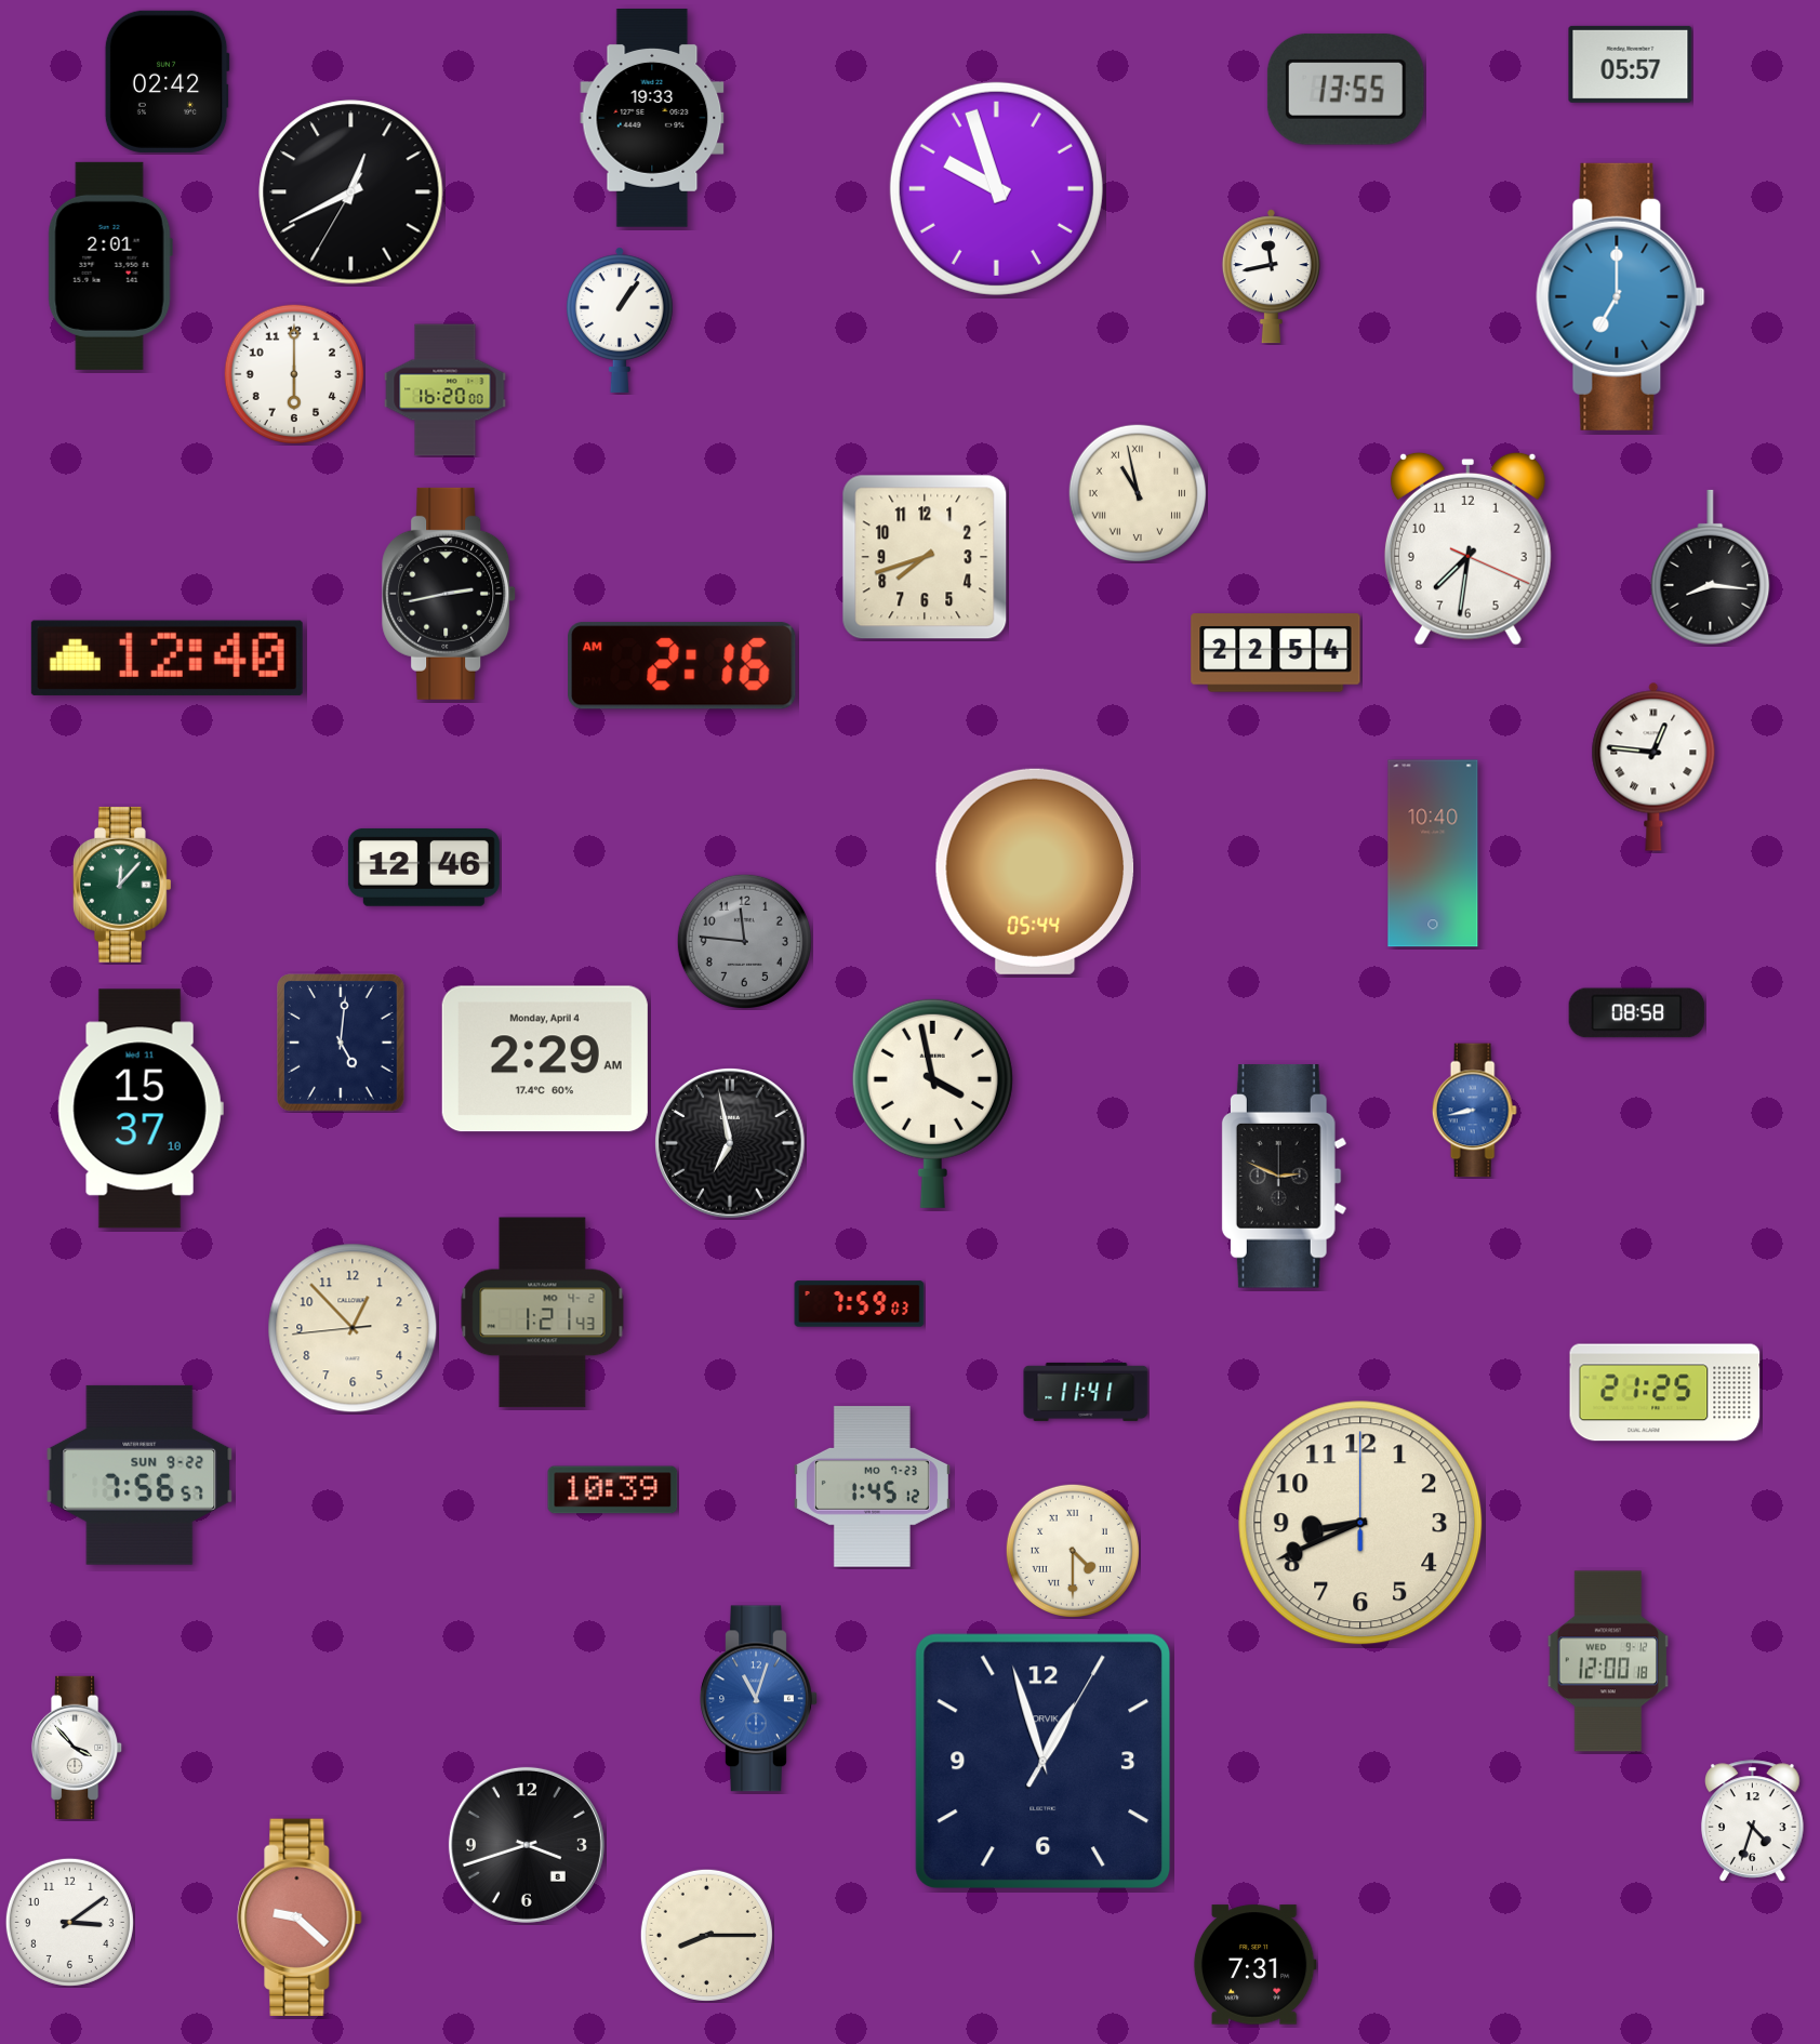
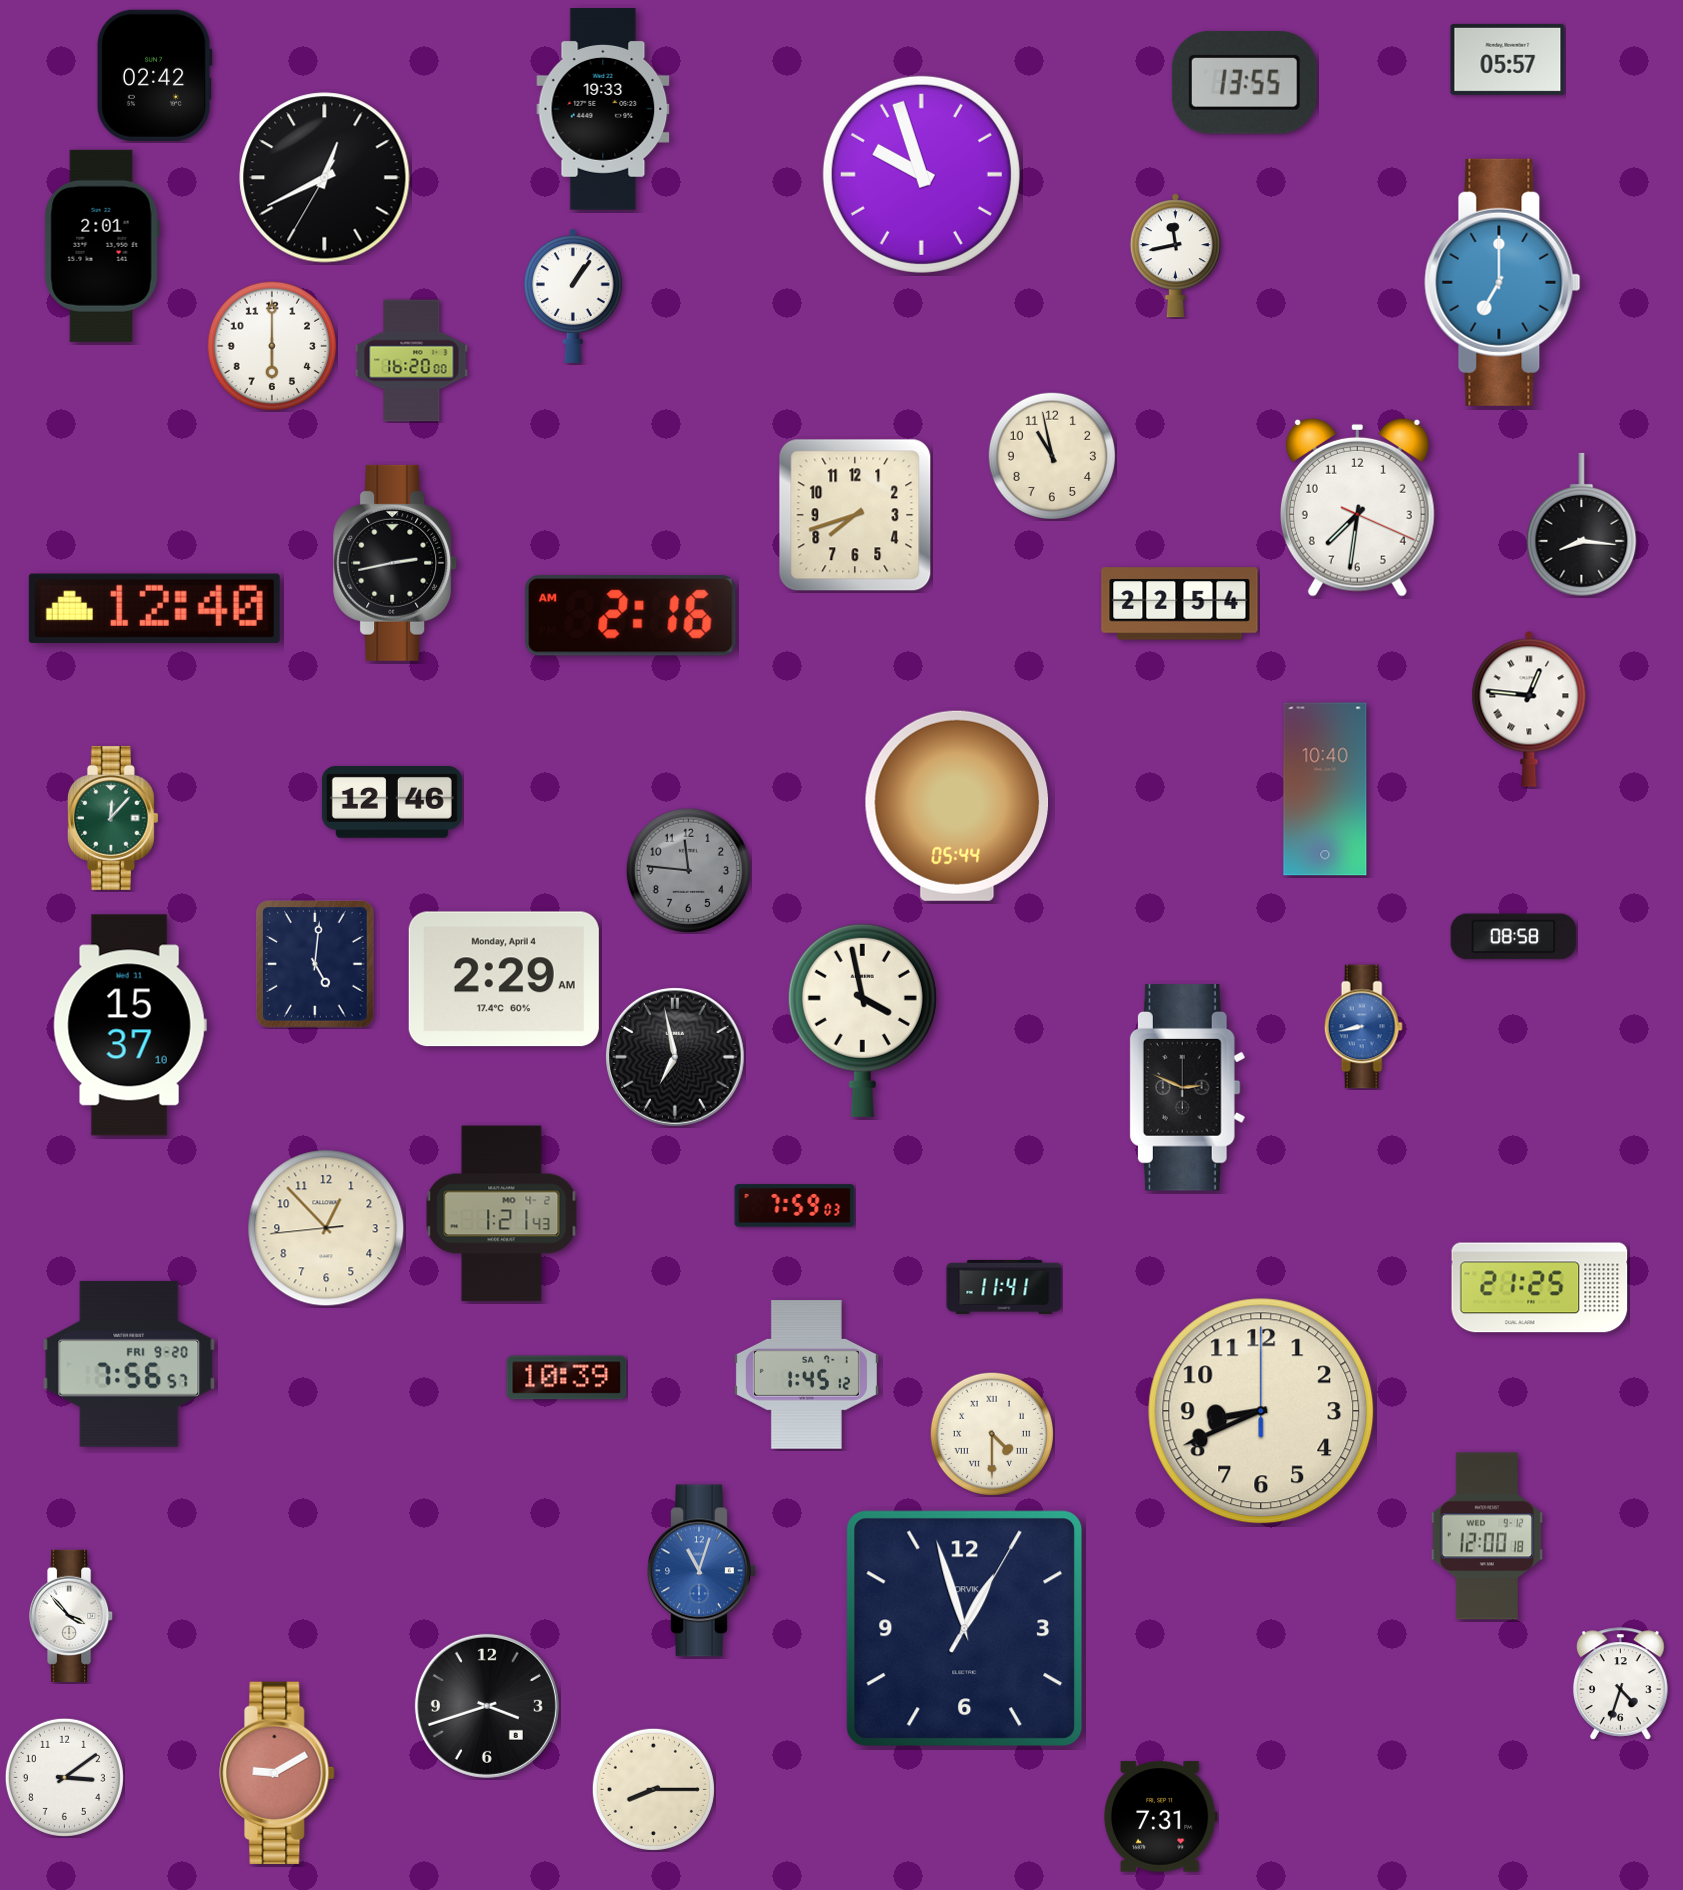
clock at (1621, 296) position: (1621, 296) -> (1503, 282)
clock at (1137, 492) numerals: Roman -> Arabic
clock at (450, 594) position: (450, 594) -> (396, 563)
clock at (140, 1475) date: SUN 9-22 -> FRI 9-20
clock at (872, 1487) date: MO 7-23 -> SA 7-1
clock at (1360, 1523) position: (1360, 1523) -> (1261, 1411)
clock at (300, 1917): 9:22 -> 9:10
